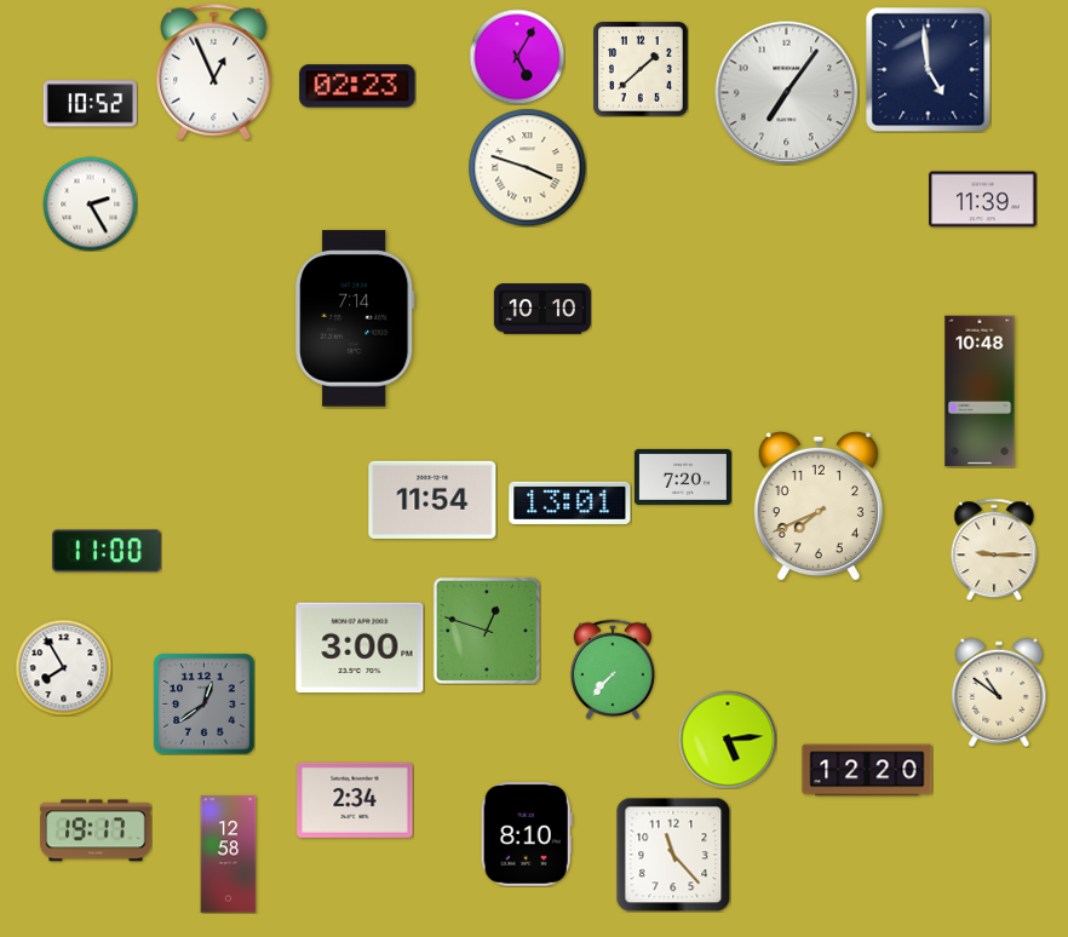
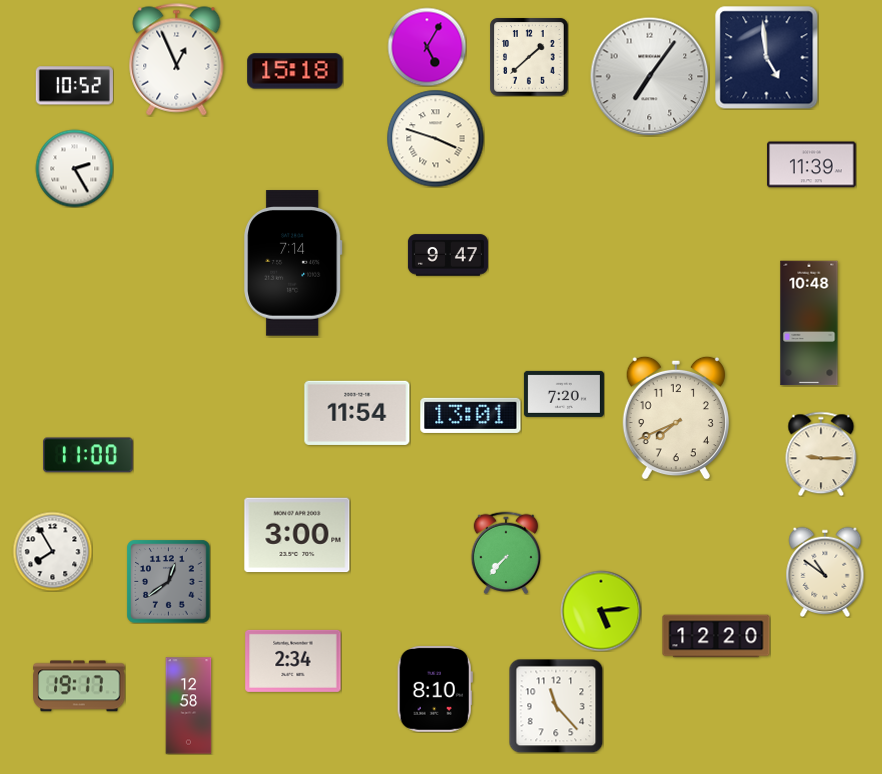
clock at (357, 86): 02:23 -> 15:18
clock at (542, 309): 10:10 -> 9:47
clock at (487, 631): 12:48 -> none
